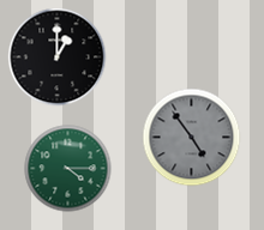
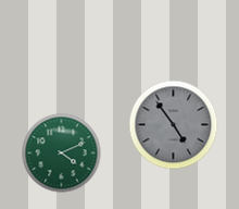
clock at (58, 57): 1:00 -> none
clock at (68, 169): 4:15 -> 4:11
